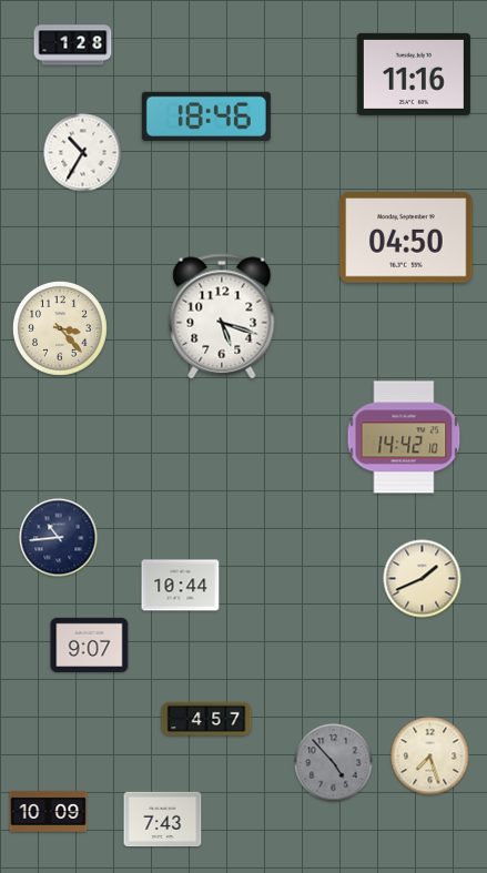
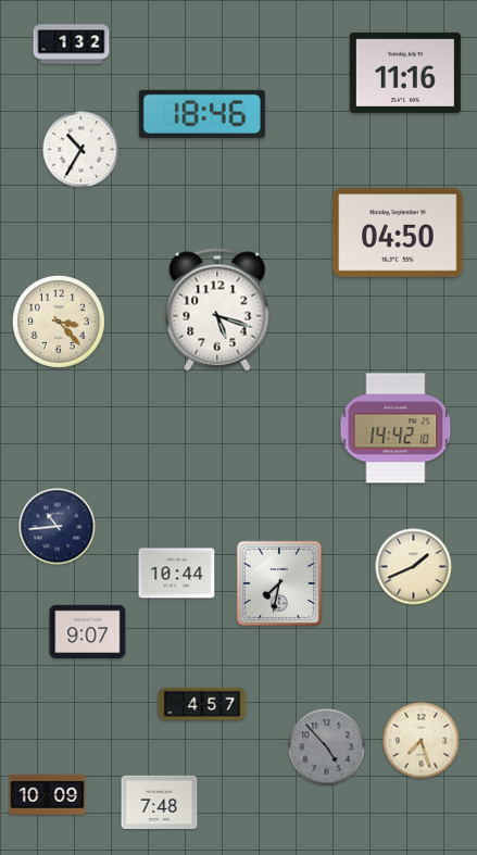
clock at (73, 45): 1:28 -> 1:32
clock at (278, 582): none -> 7:32
clock at (163, 820): 7:43 -> 7:48
